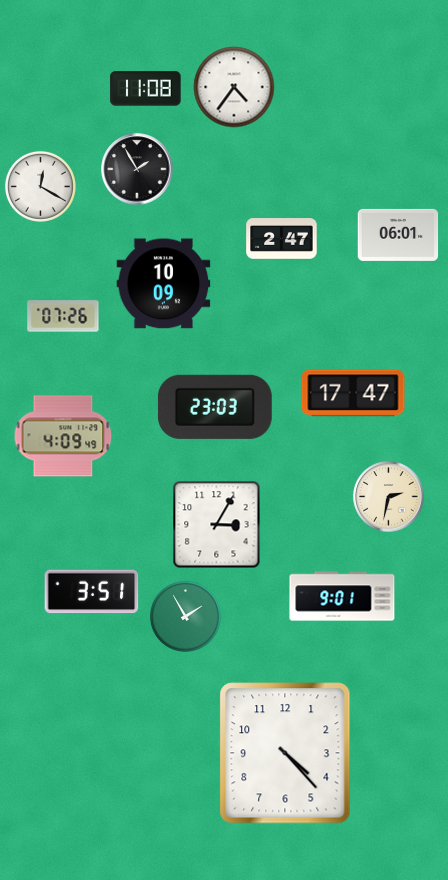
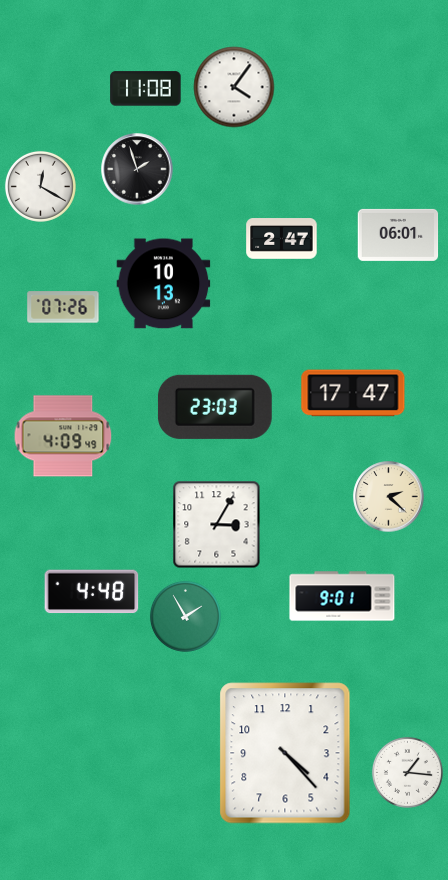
clock at (234, 87): 4:36 -> 4:06
clock at (137, 169): 1:55 -> 1:57
clock at (164, 284): 10:09 -> 10:13
clock at (63, 316) position: (63, 316) -> (63, 307)
clock at (389, 497): 2:32 -> 2:22
clock at (92, 592): 3:51 -> 4:48
clock at (407, 772): none -> 1:16
